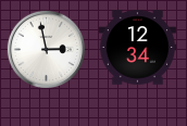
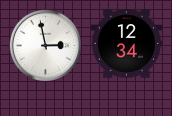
clock at (46, 49) position: (46, 49) -> (45, 45)
